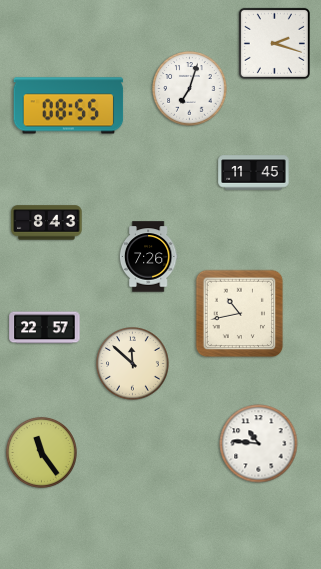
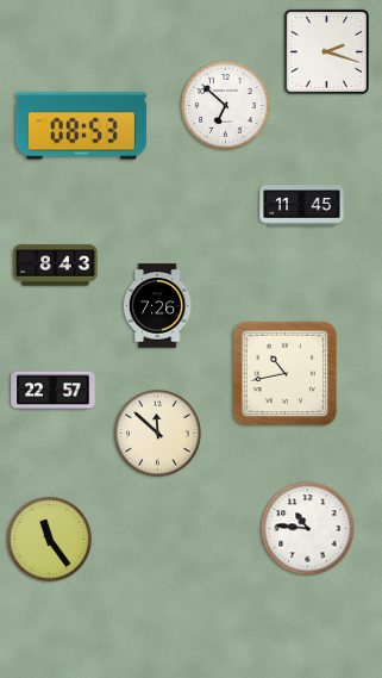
clock at (190, 89): 7:03 -> 6:52
clock at (69, 106): 08:55 -> 08:53
clock at (148, 257) position: (148, 257) -> (157, 306)
